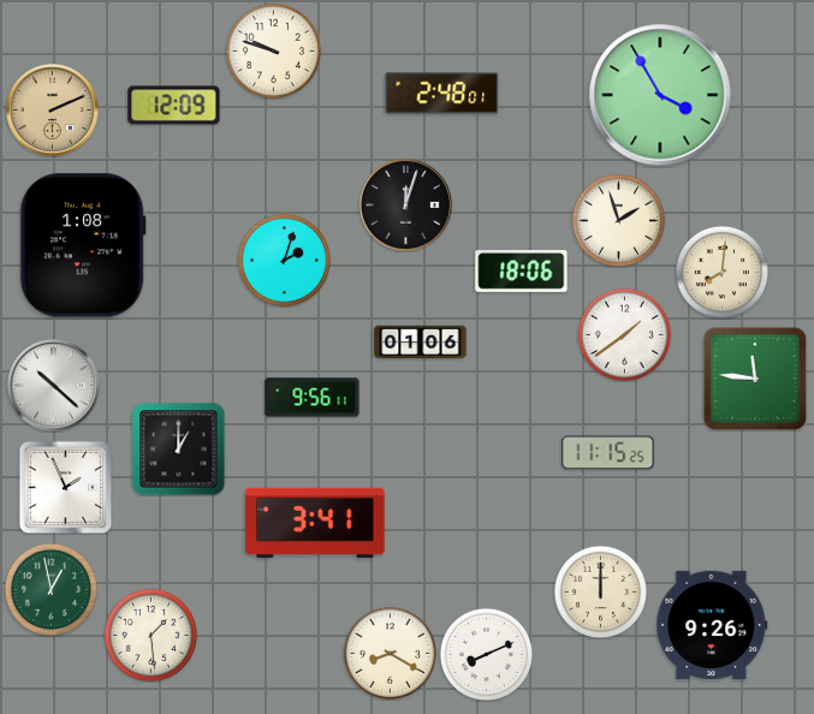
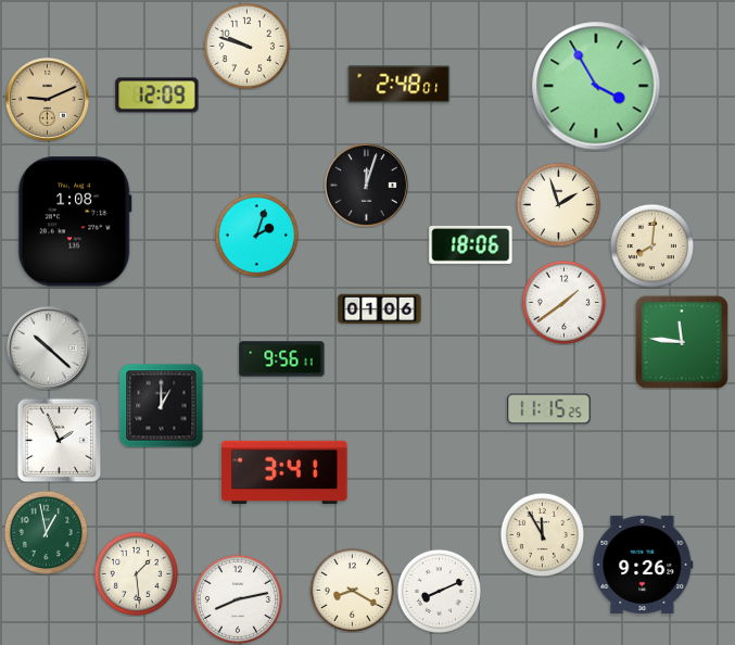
clock at (52, 109): 2:11 -> 9:11
clock at (618, 220) position: (618, 220) -> (558, 204)
clock at (600, 591): 12:00 -> 11:55
clock at (238, 599): none -> 8:13
